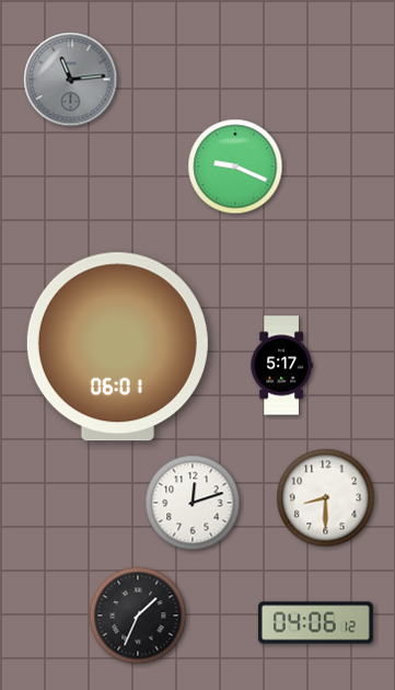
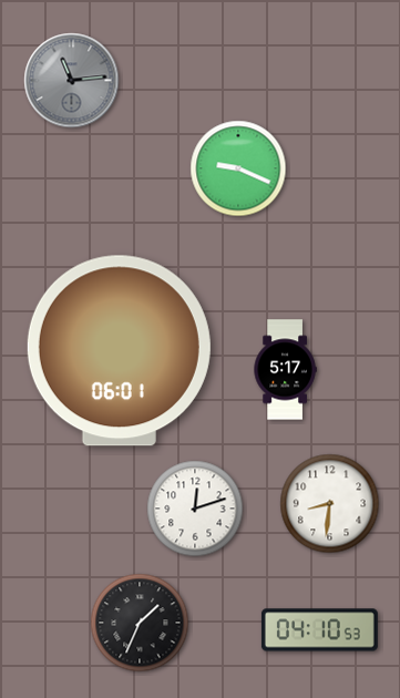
clock at (326, 498): 8:30 -> 8:31
clock at (315, 623): 04:06 -> 04:10
